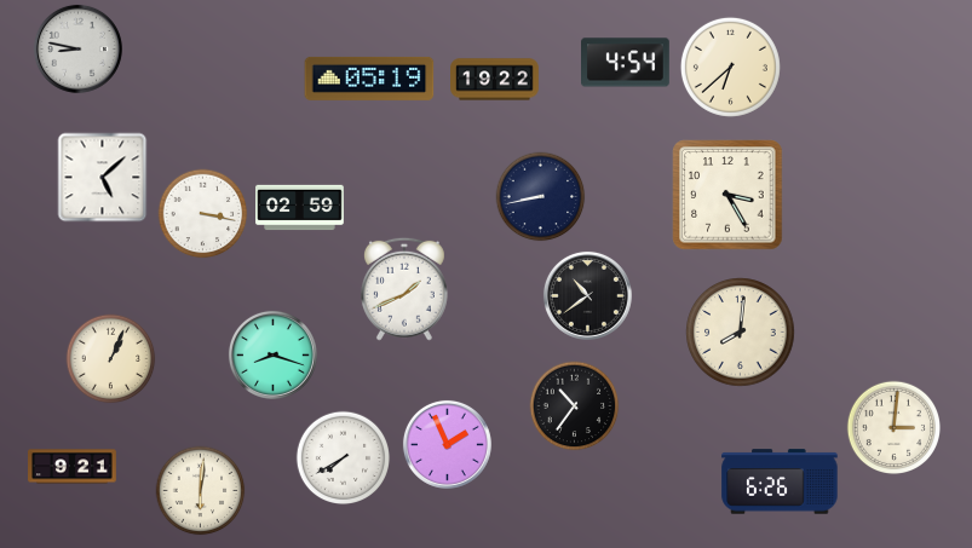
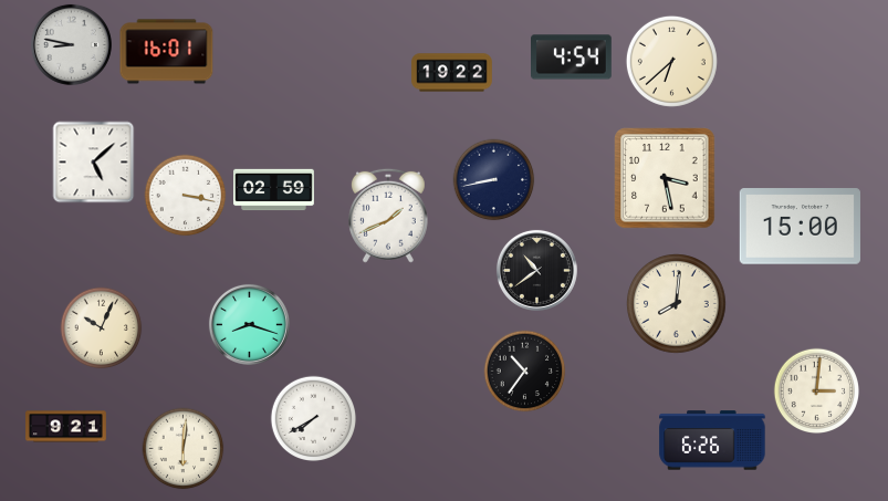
clock at (167, 52): none -> 16:01
clock at (730, 67) position: (730, 67) -> (671, 61)
clock at (369, 79): 05:19 -> none
clock at (727, 195): 3:25 -> 3:28
clock at (800, 227): none -> 15:00
clock at (404, 289) position: (404, 289) -> (388, 216)
clock at (111, 359): 1:04 -> 10:04
clock at (447, 444): 1:56 -> none
